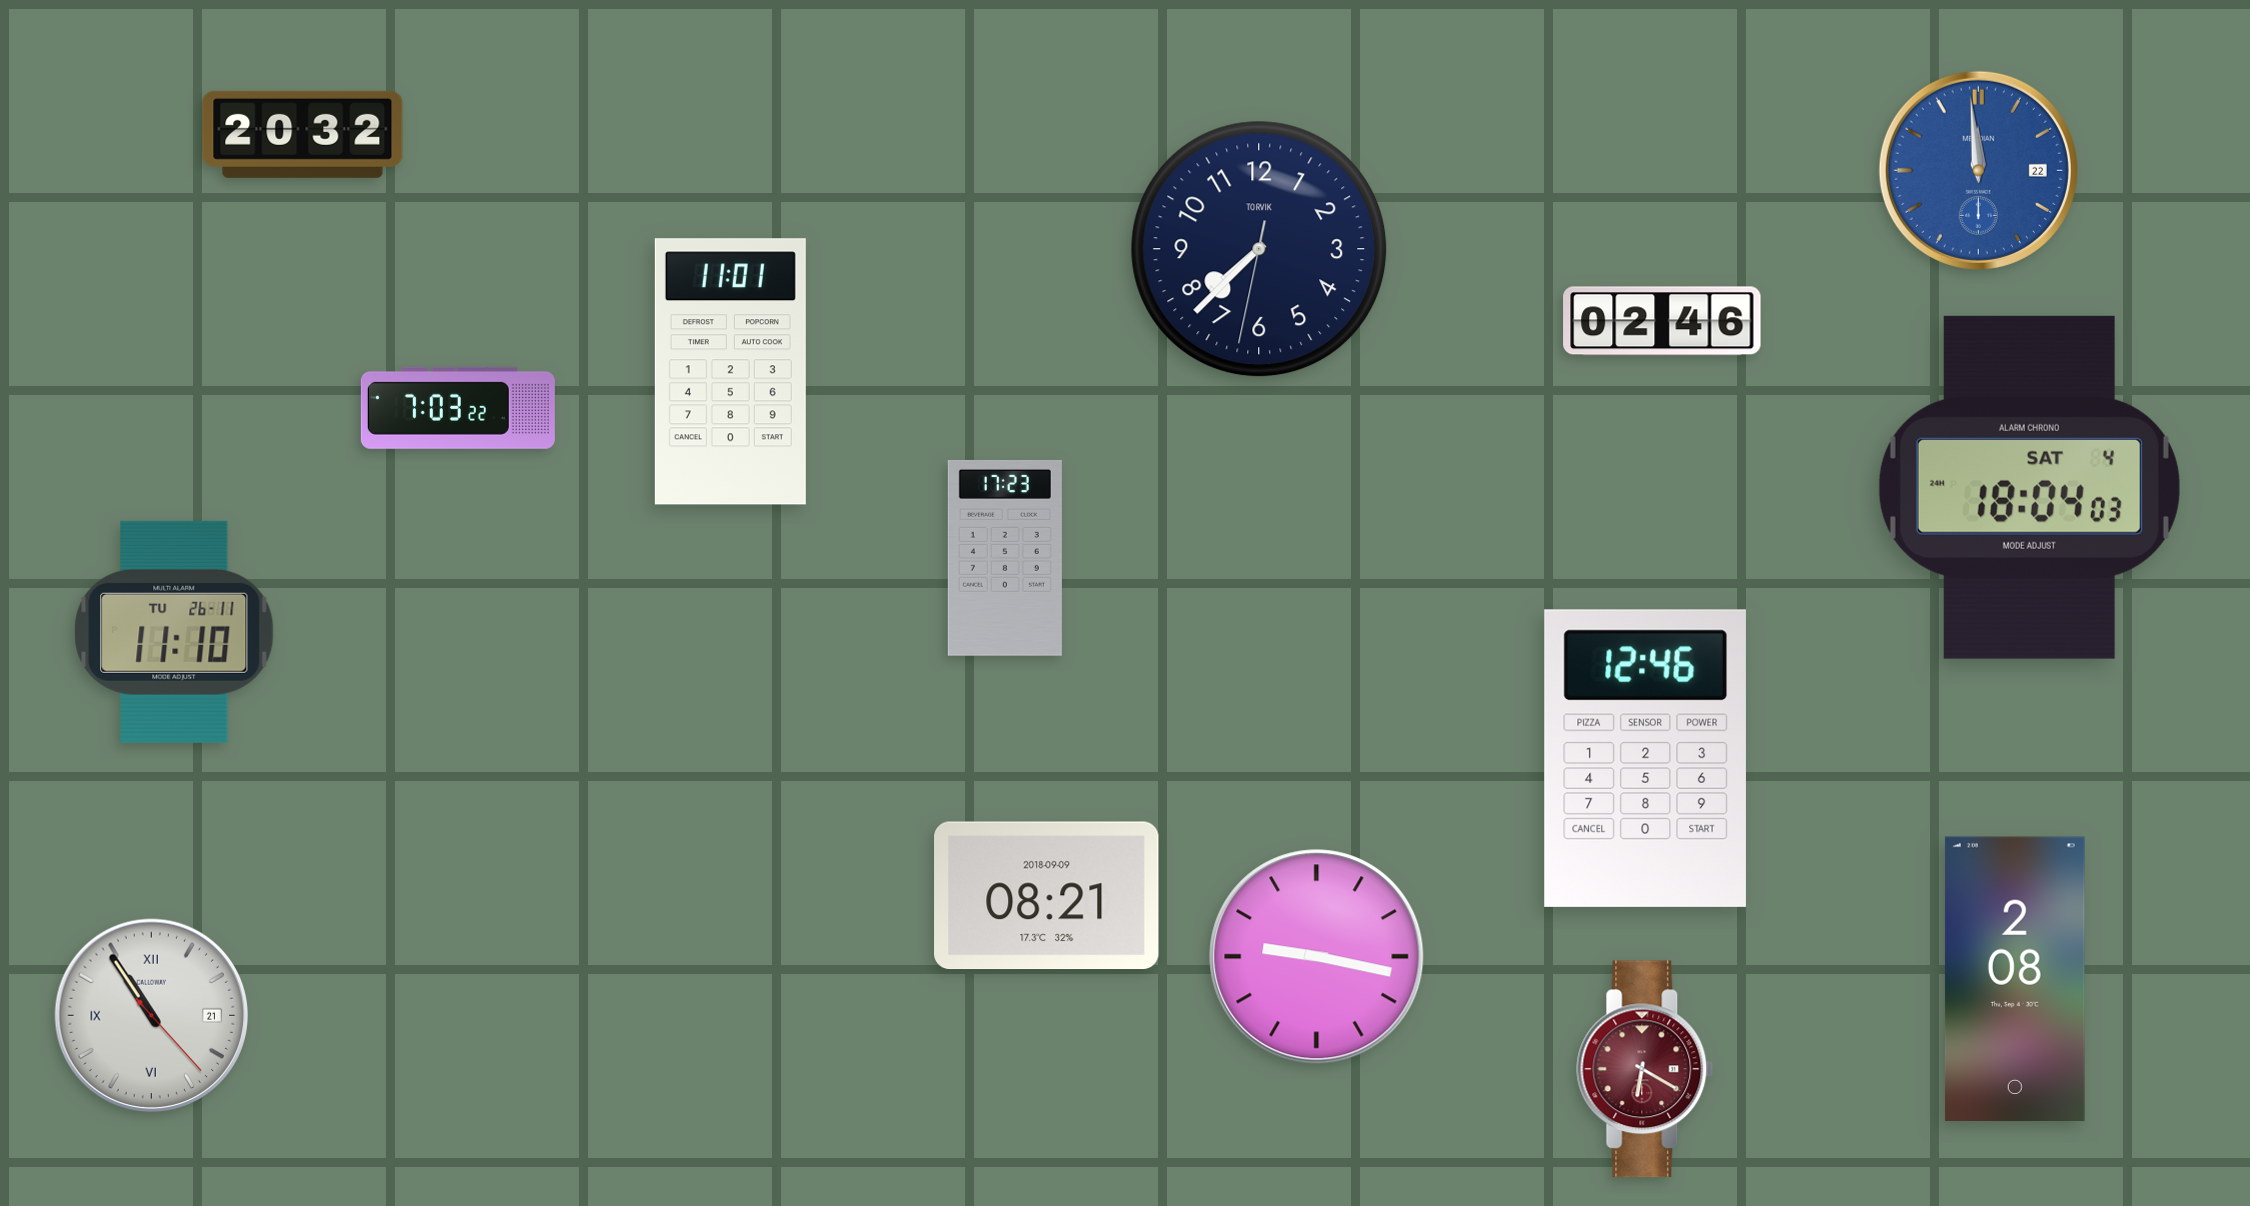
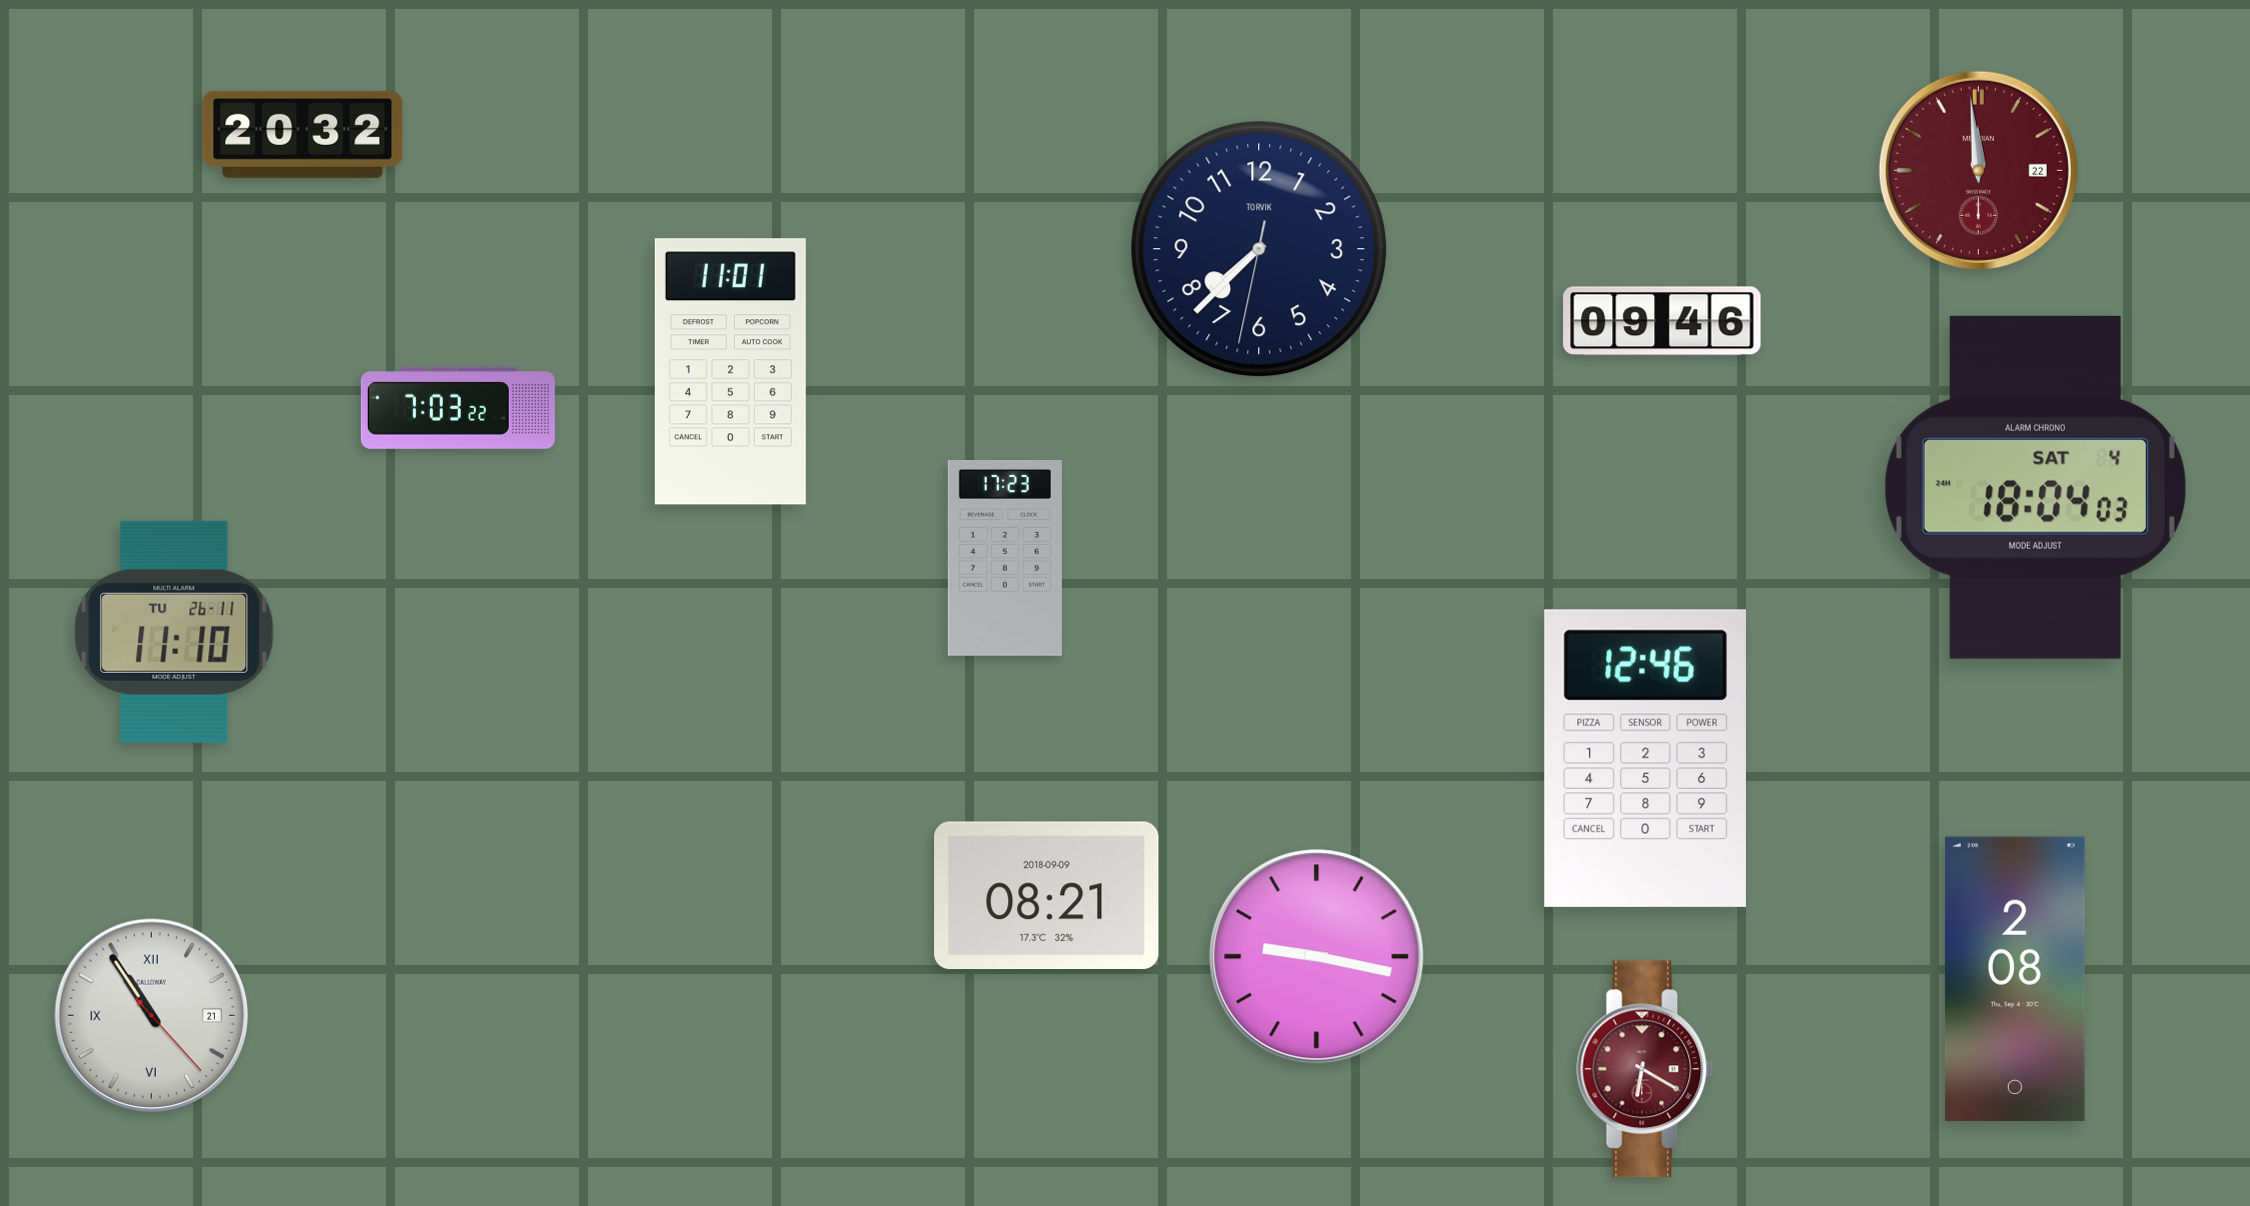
clock at (1978, 170) dial: blue -> burgundy
clock at (1662, 321): 02:46 -> 09:46
clock at (2029, 487) position: (2029, 487) -> (2035, 487)
